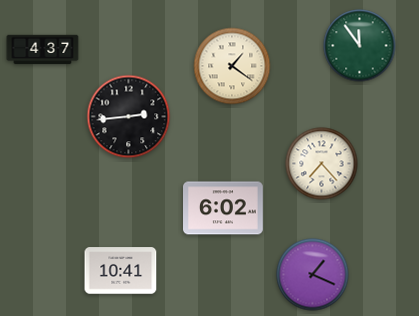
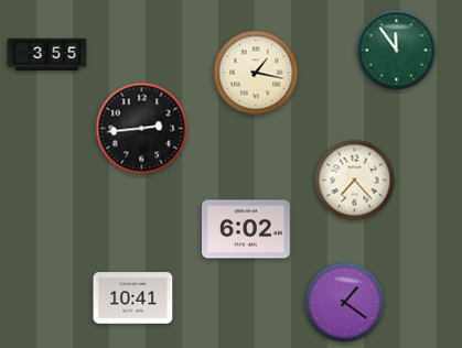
clock at (43, 50): 4:37 -> 3:55
clock at (232, 66): 1:21 -> 1:17
clock at (313, 275): 1:19 -> 1:21
